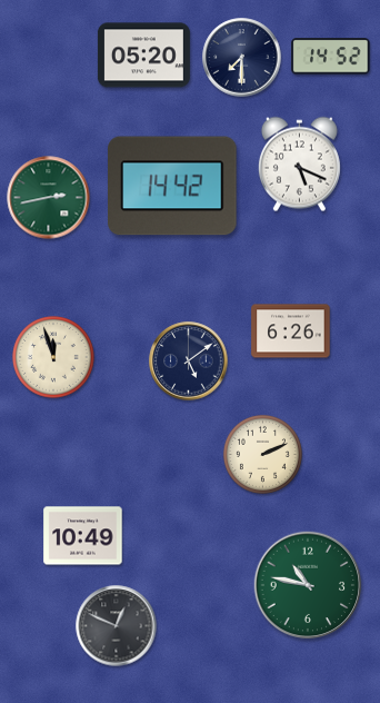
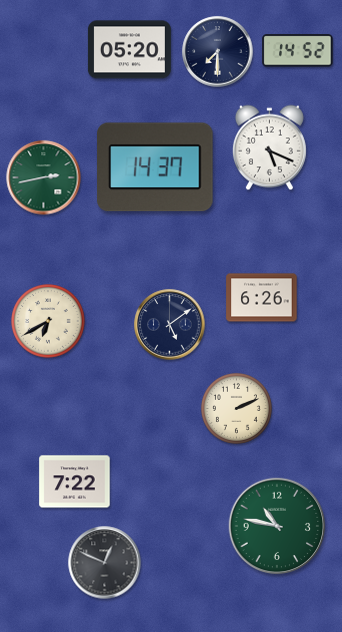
clock at (172, 186): 14:42 -> 14:37
clock at (53, 357): 11:57 -> 6:40
clock at (83, 536): 10:49 -> 7:22
